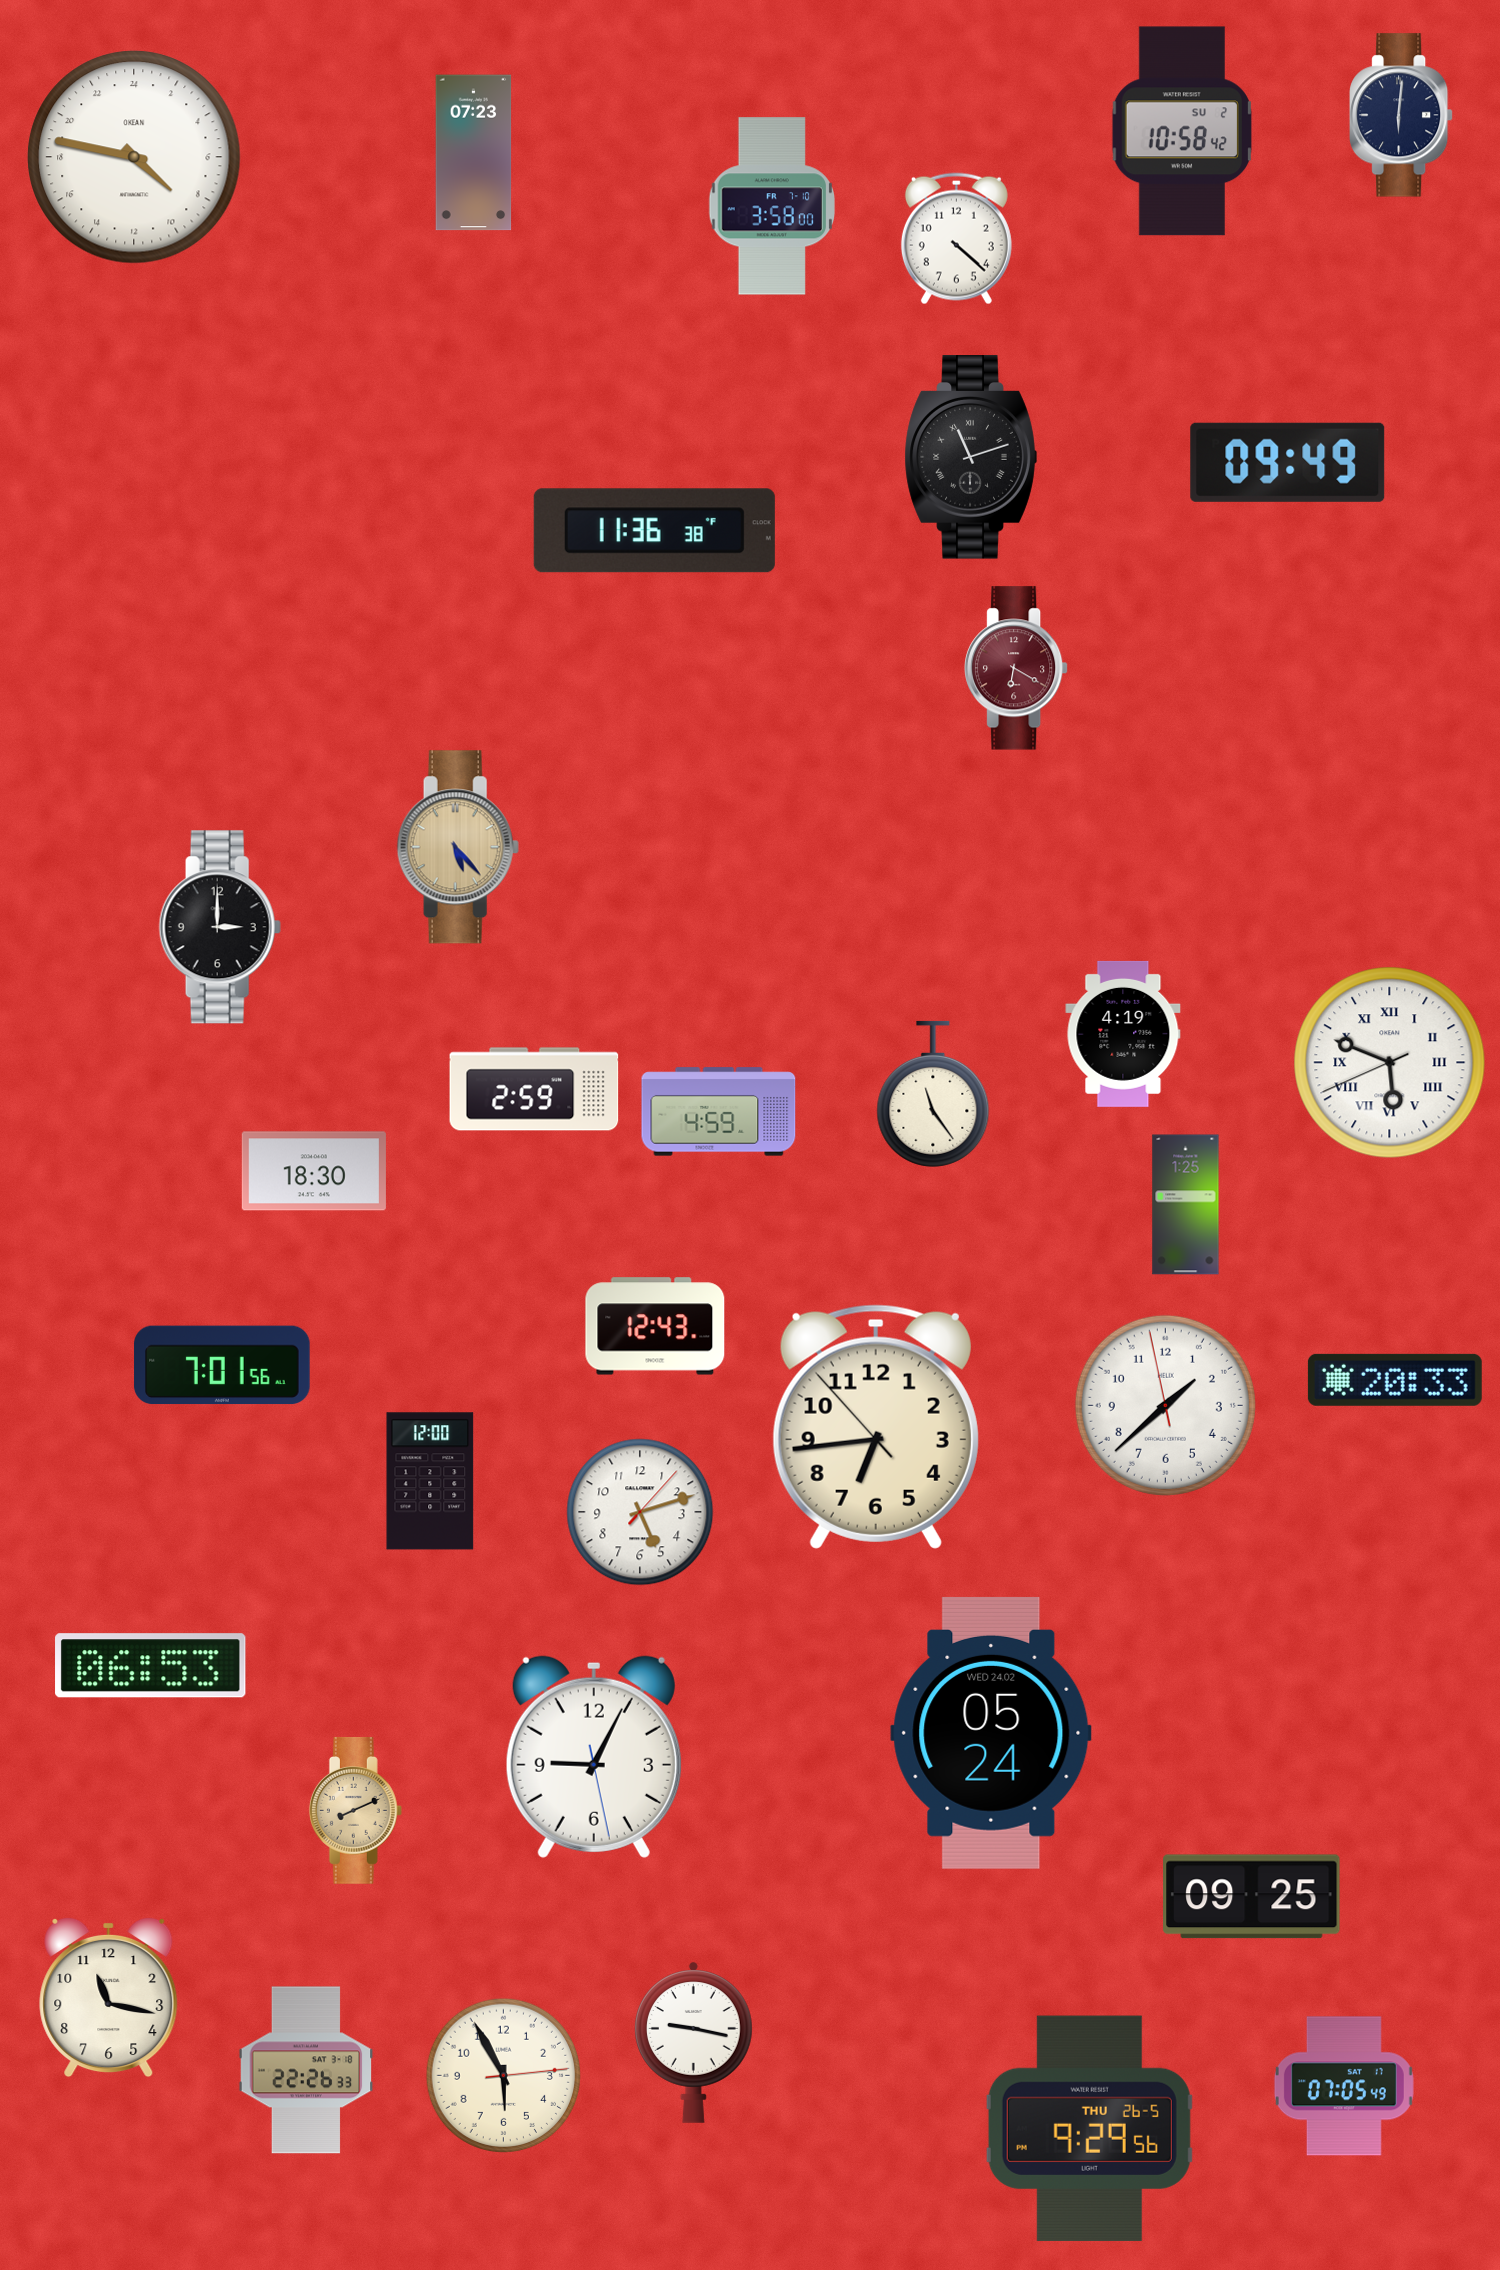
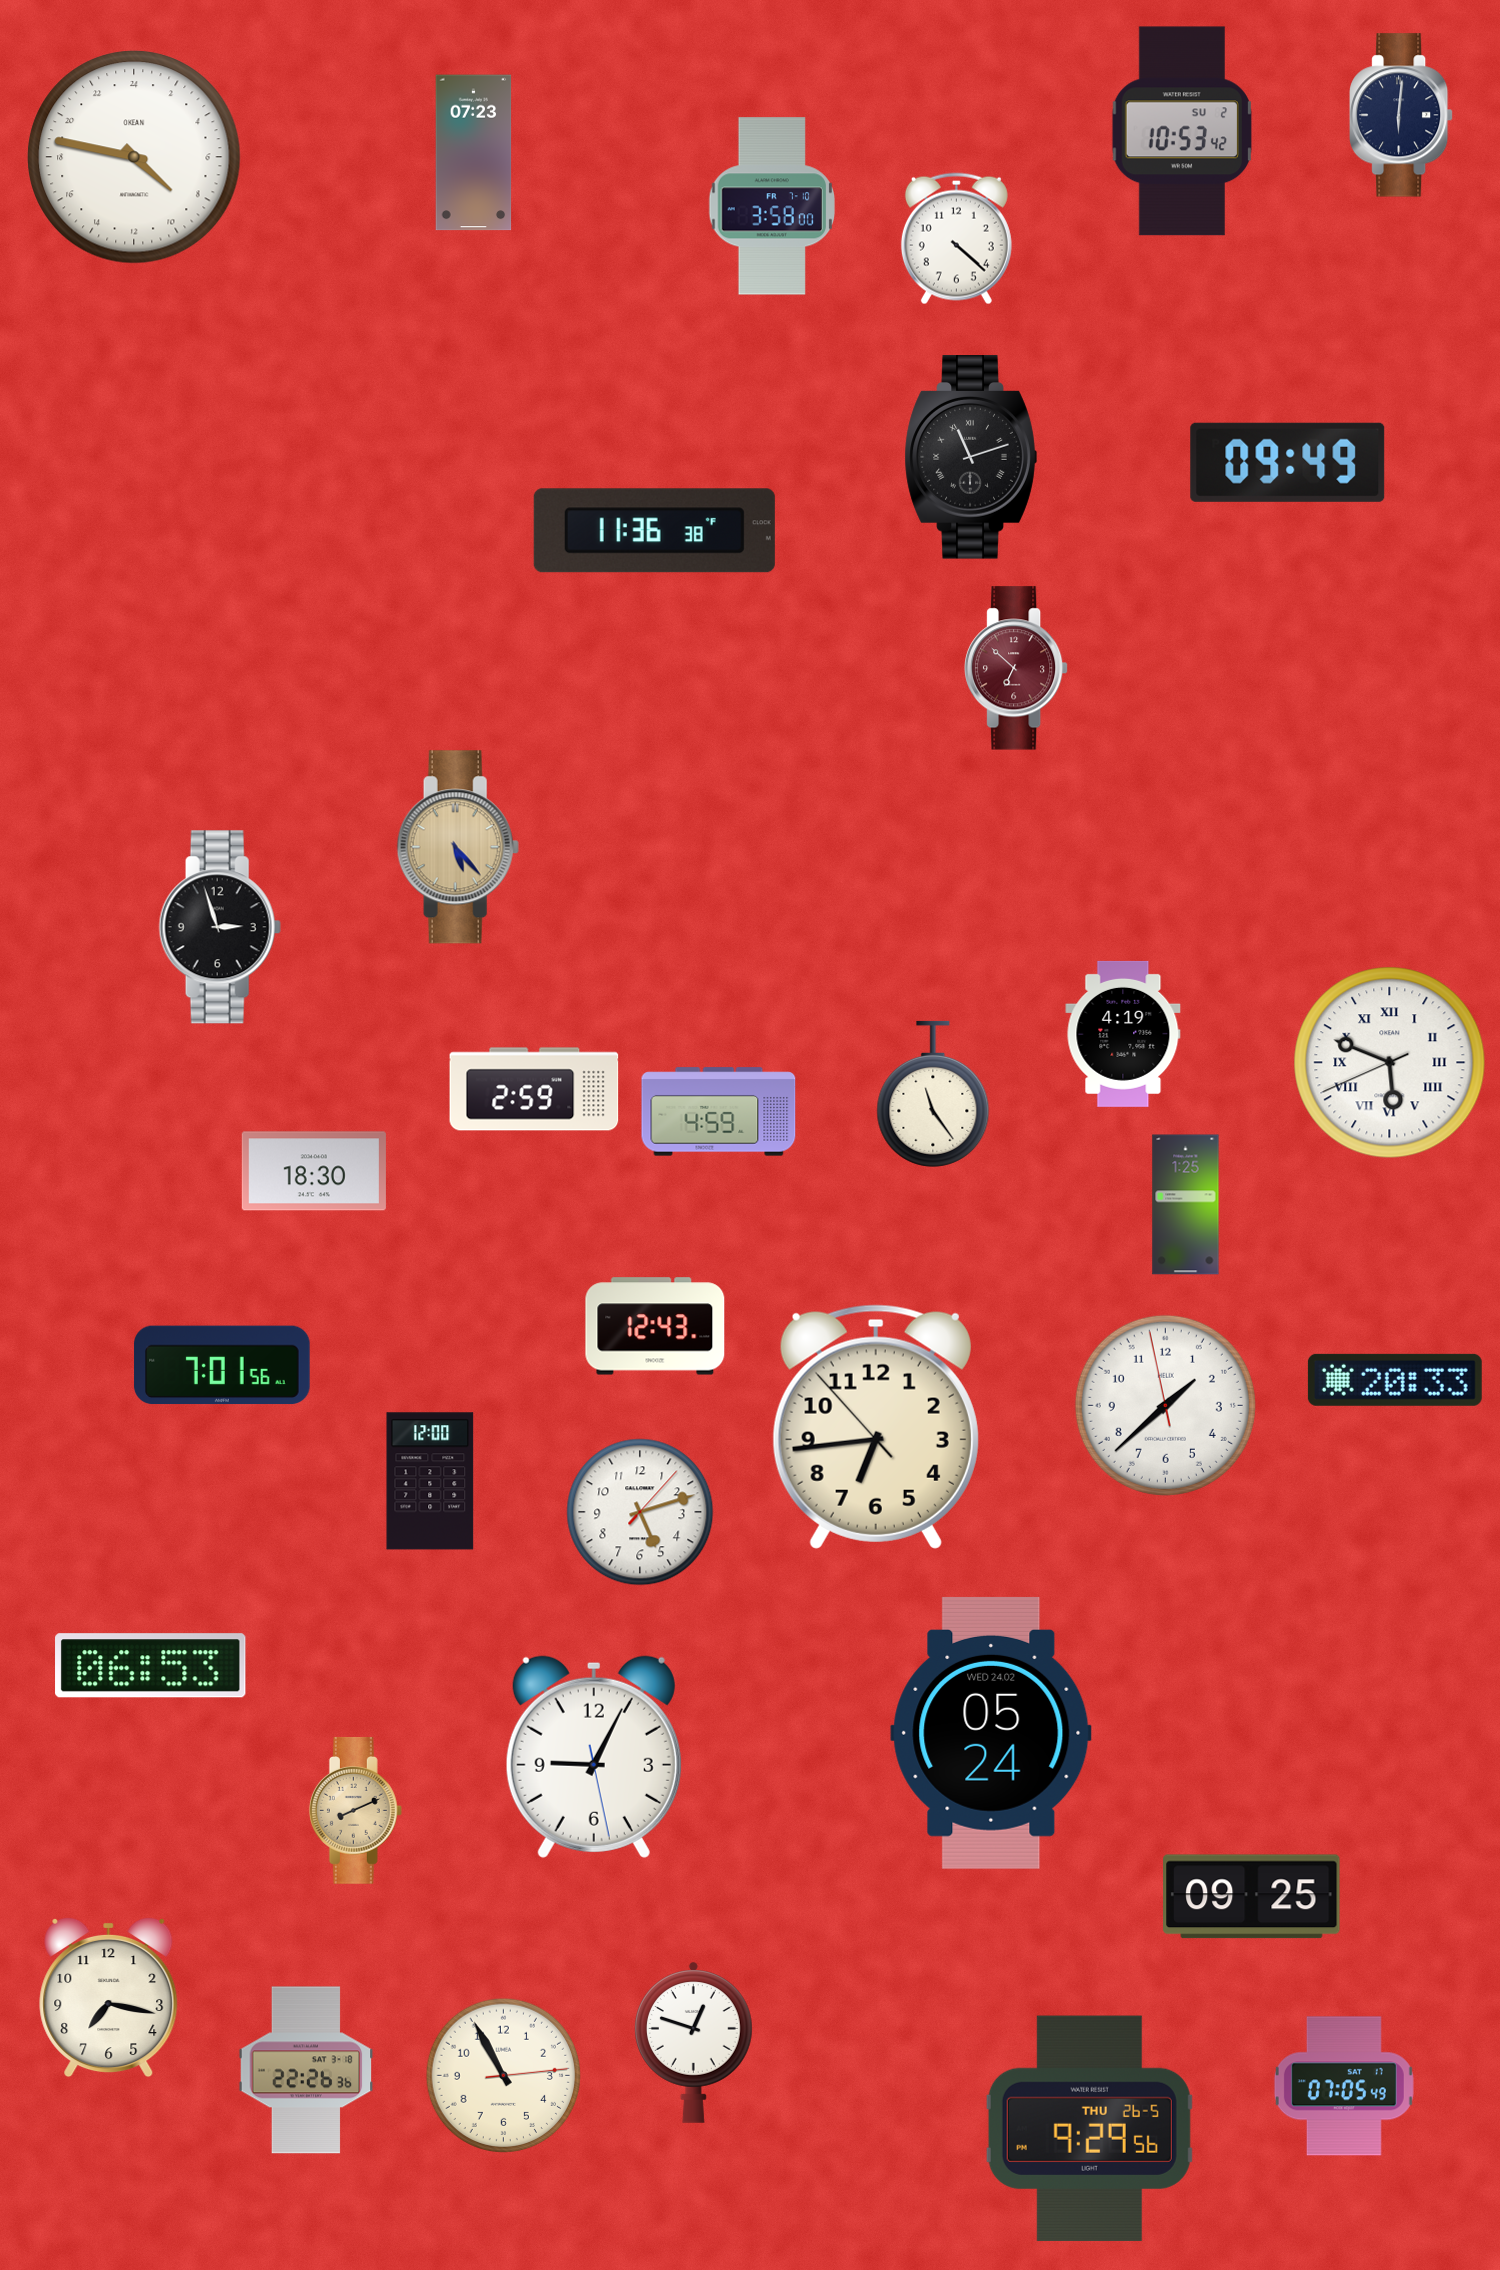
clock at (1182, 131): 10:58 -> 10:53
clock at (1017, 668): 6:20 -> 6:52
clock at (220, 927): 3:00 -> 2:57
clock at (109, 1997): 11:17 -> 7:17
clock at (693, 2042): 9:17 -> 12:48
clock at (306, 2070): 22:26:33 -> 22:26:36
clock at (503, 2075): 5:55 -> 10:55
